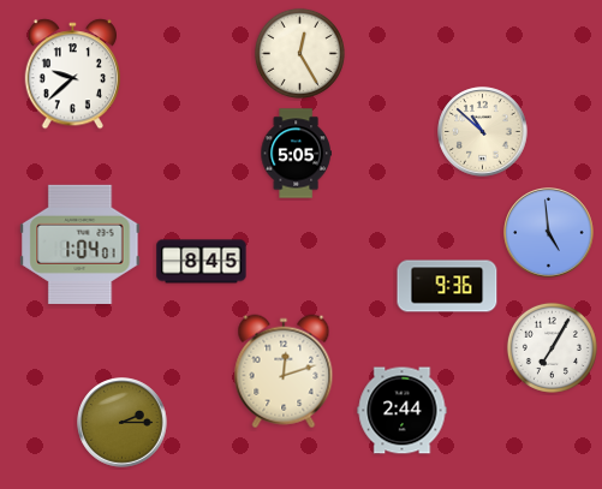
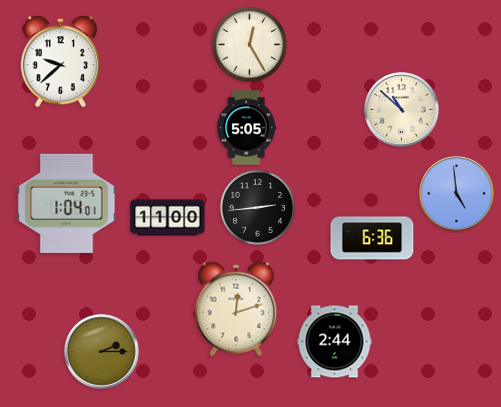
clock at (257, 207): none -> 2:44
clock at (202, 262): 8:45 -> 11:00
clock at (447, 286): 9:36 -> 6:36
clock at (552, 347): 7:05 -> none
